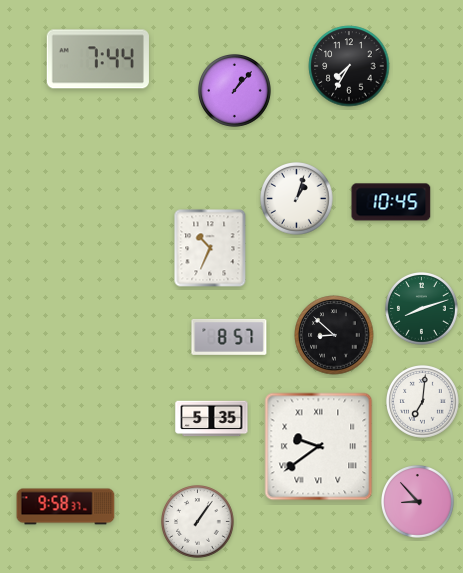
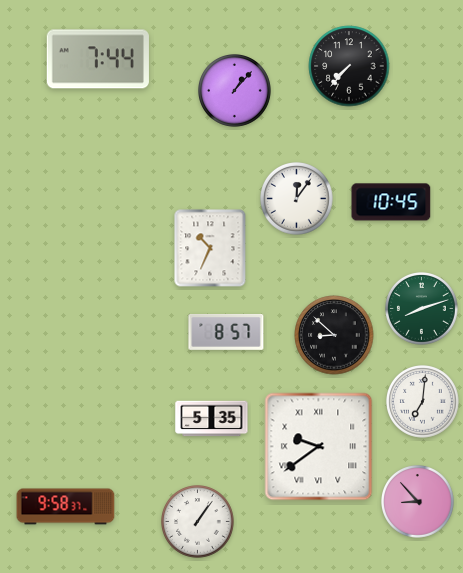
clock at (349, 66): 7:35 -> 7:37
clock at (297, 199): 1:03 -> 12:06
clock at (229, 337) position: (229, 337) -> (226, 332)
